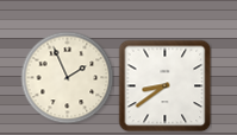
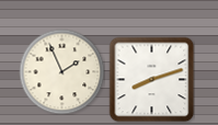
clock at (164, 85): 8:39 -> 8:12
